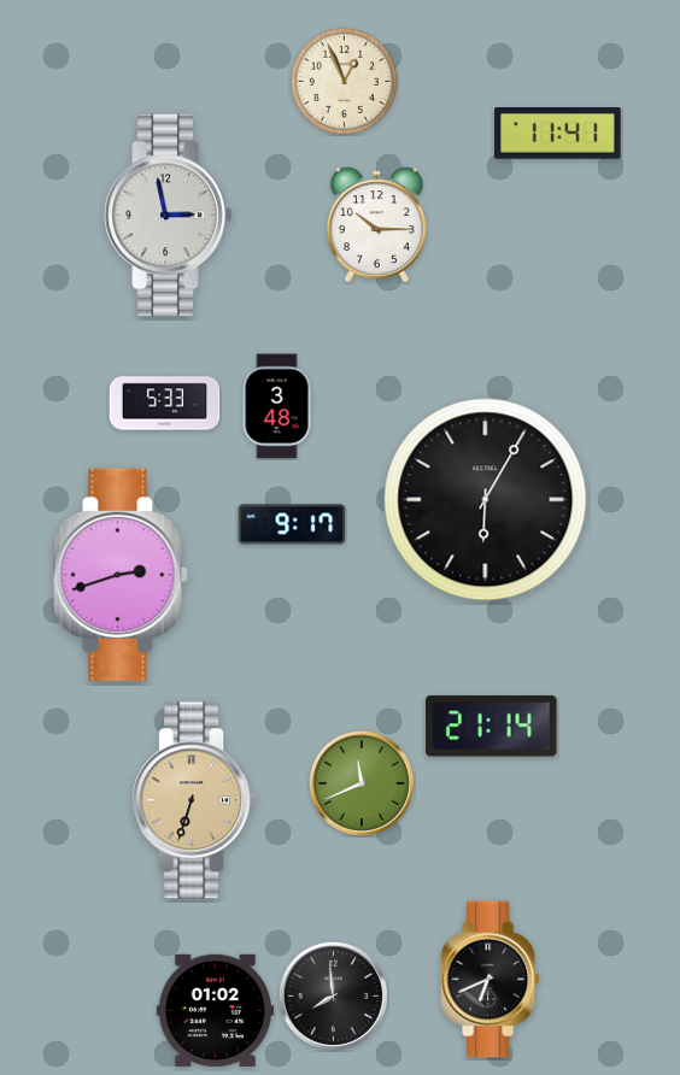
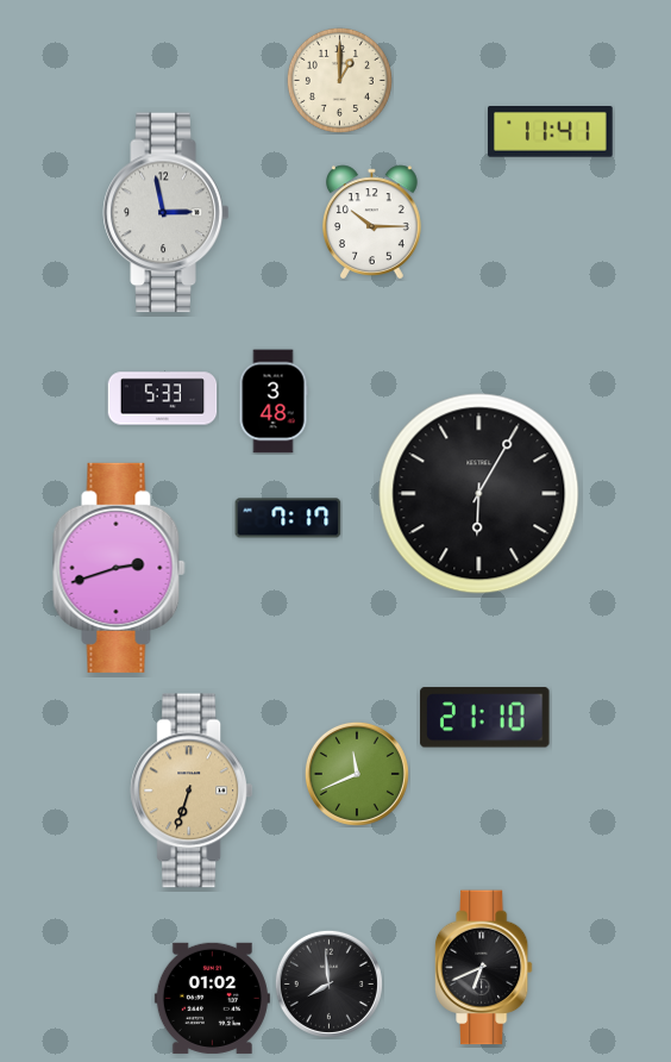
clock at (344, 81): 12:56 -> 1:00
clock at (292, 524): 9:17 -> 7:17
clock at (492, 727): 21:14 -> 21:10
